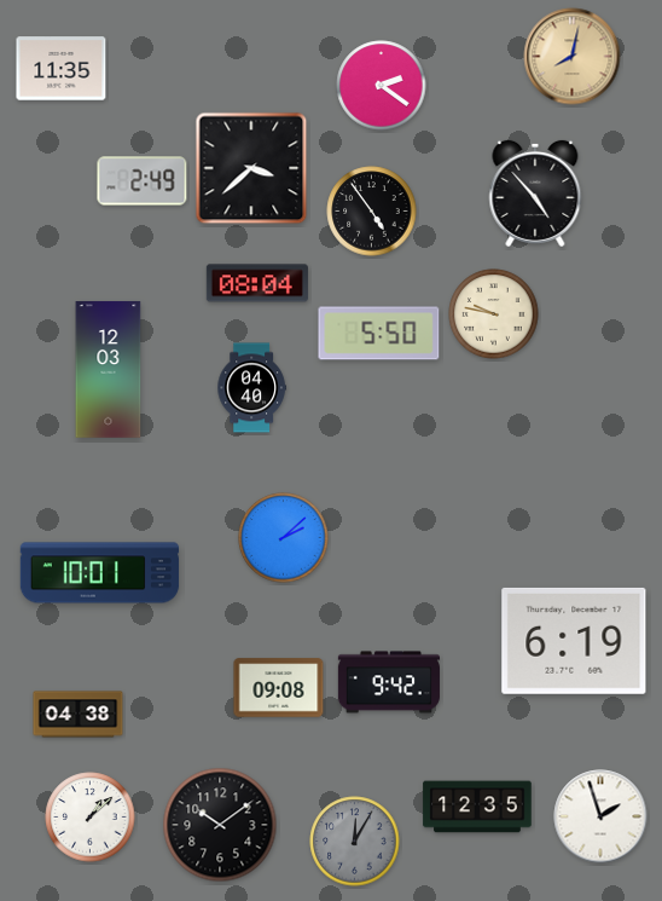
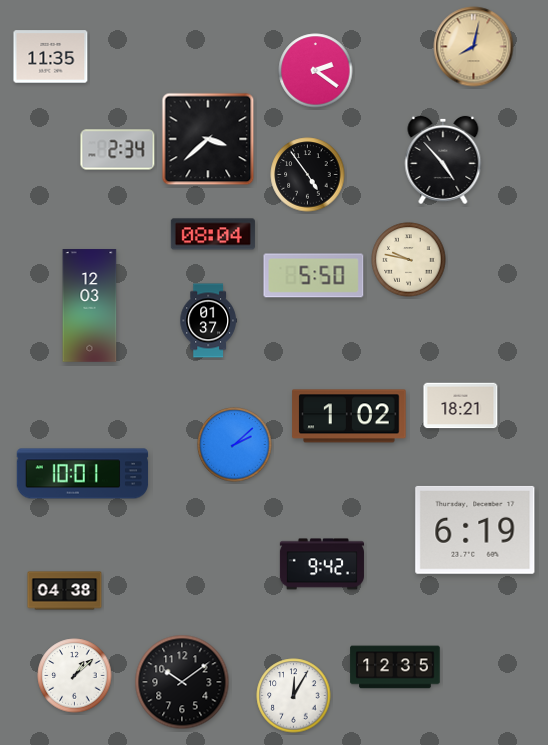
clock at (143, 181): 2:49 -> 2:34
clock at (251, 388): 04:40 -> 01:37
clock at (461, 406): none -> 18:21
clock at (349, 416): none -> 1:02
clock at (279, 688): 09:08 -> none
clock at (600, 816): 1:57 -> none
clock at (355, 842) dial: grey -> white
